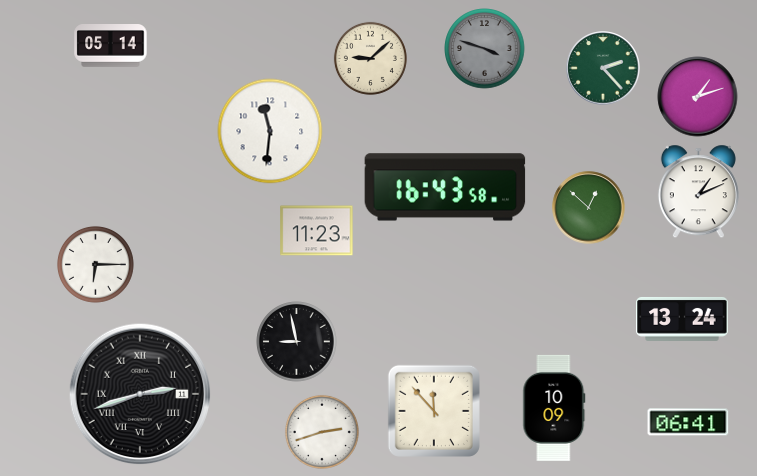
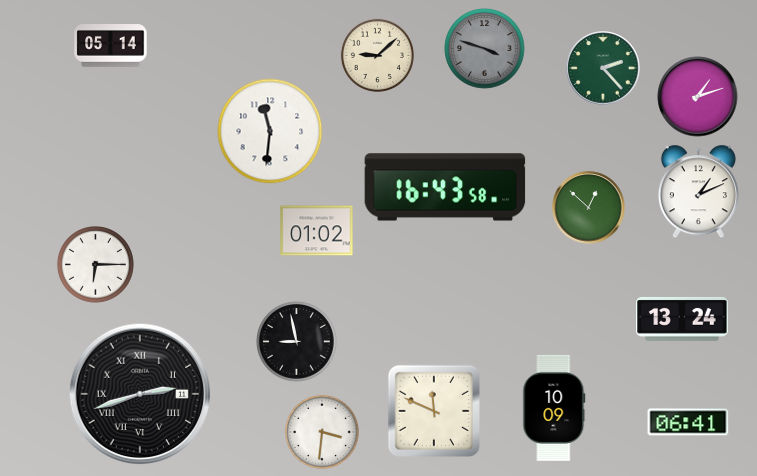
clock at (370, 58) position: (370, 58) -> (377, 55)
clock at (317, 231): 11:23 -> 01:02
clock at (434, 411): 11:53 -> 11:49
clock at (322, 432): 2:42 -> 3:31
